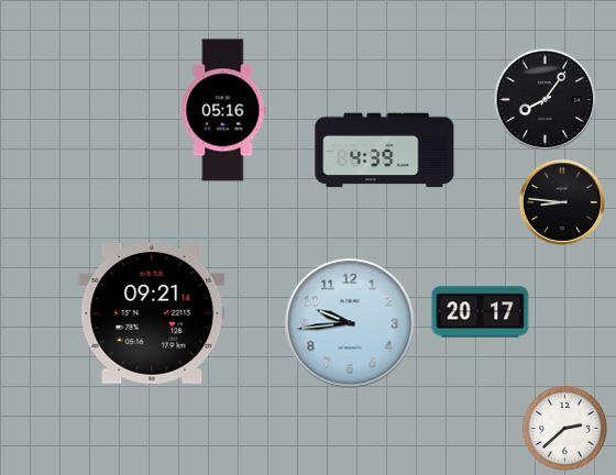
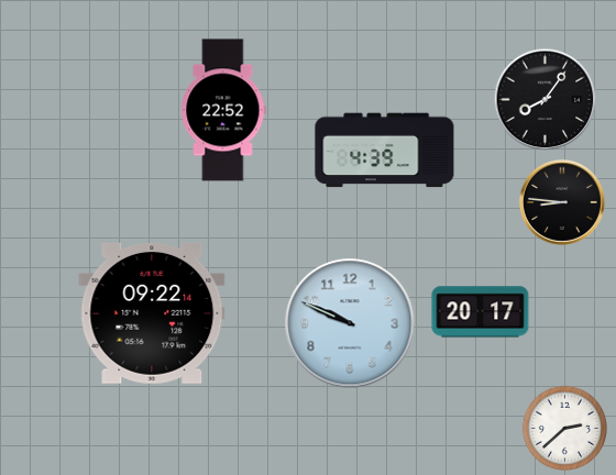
clock at (223, 110): 05:16 -> 22:52
clock at (152, 313): 09:21 -> 09:22
clock at (350, 323): 9:44 -> 9:49
